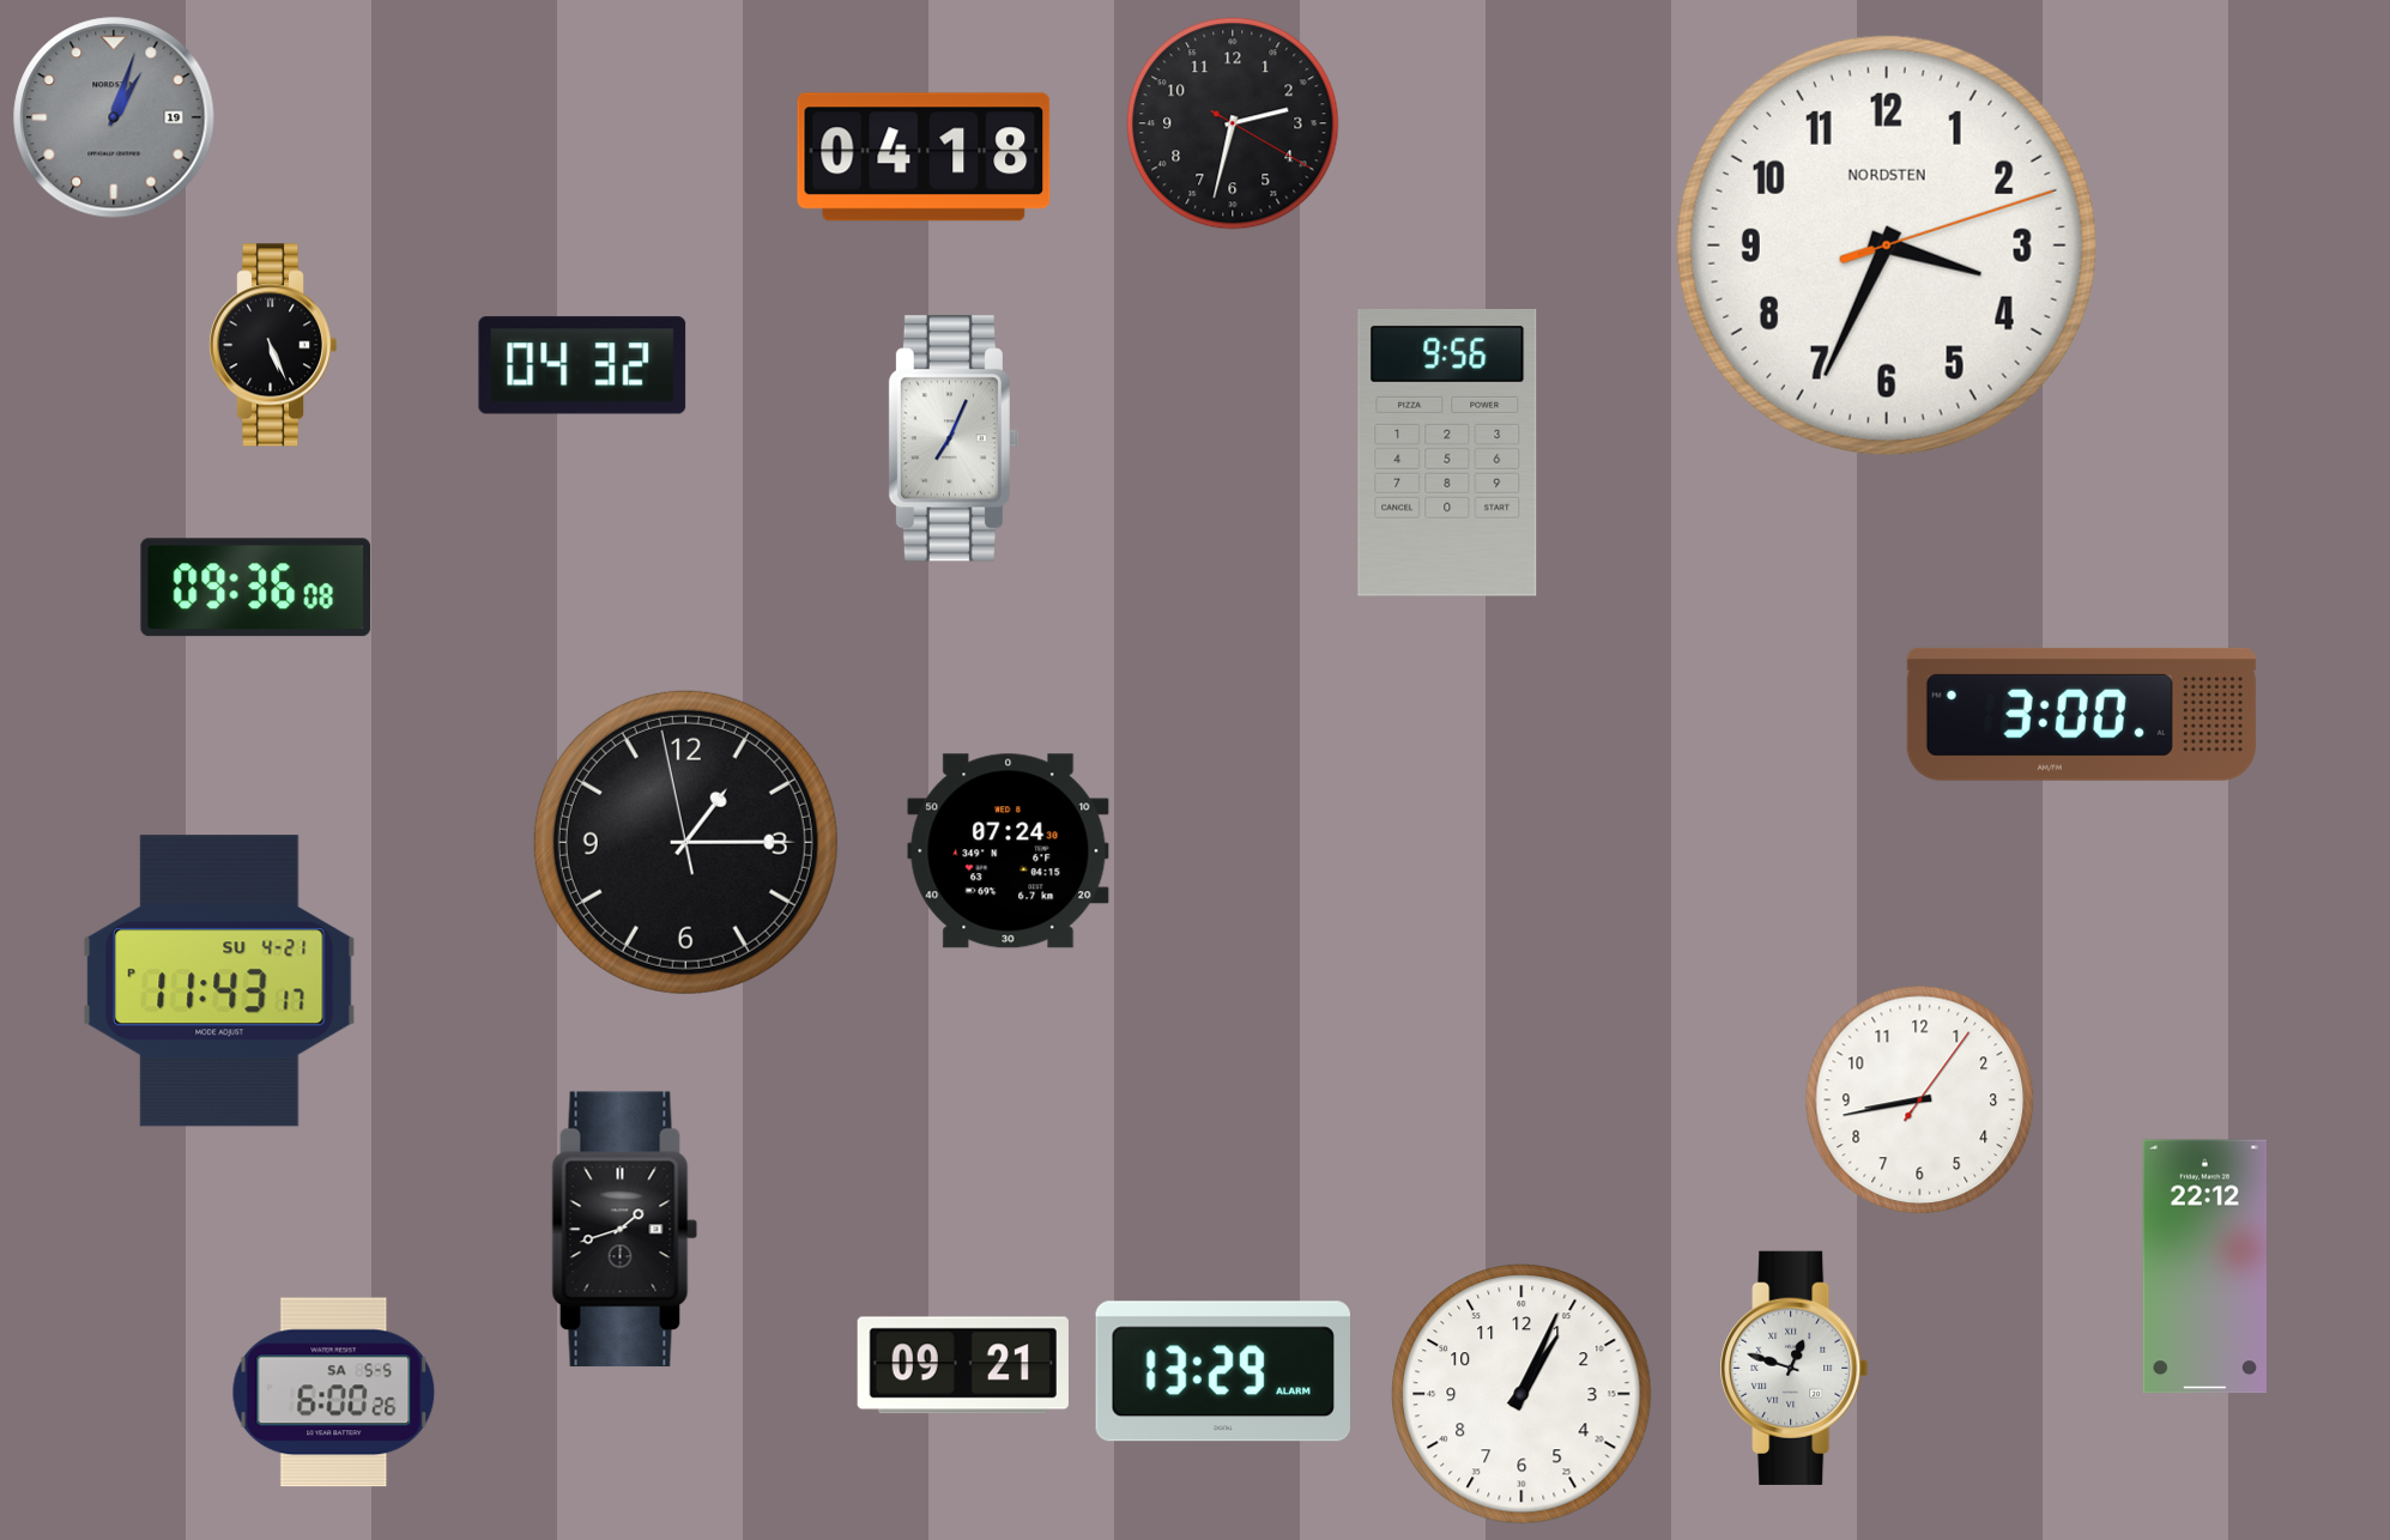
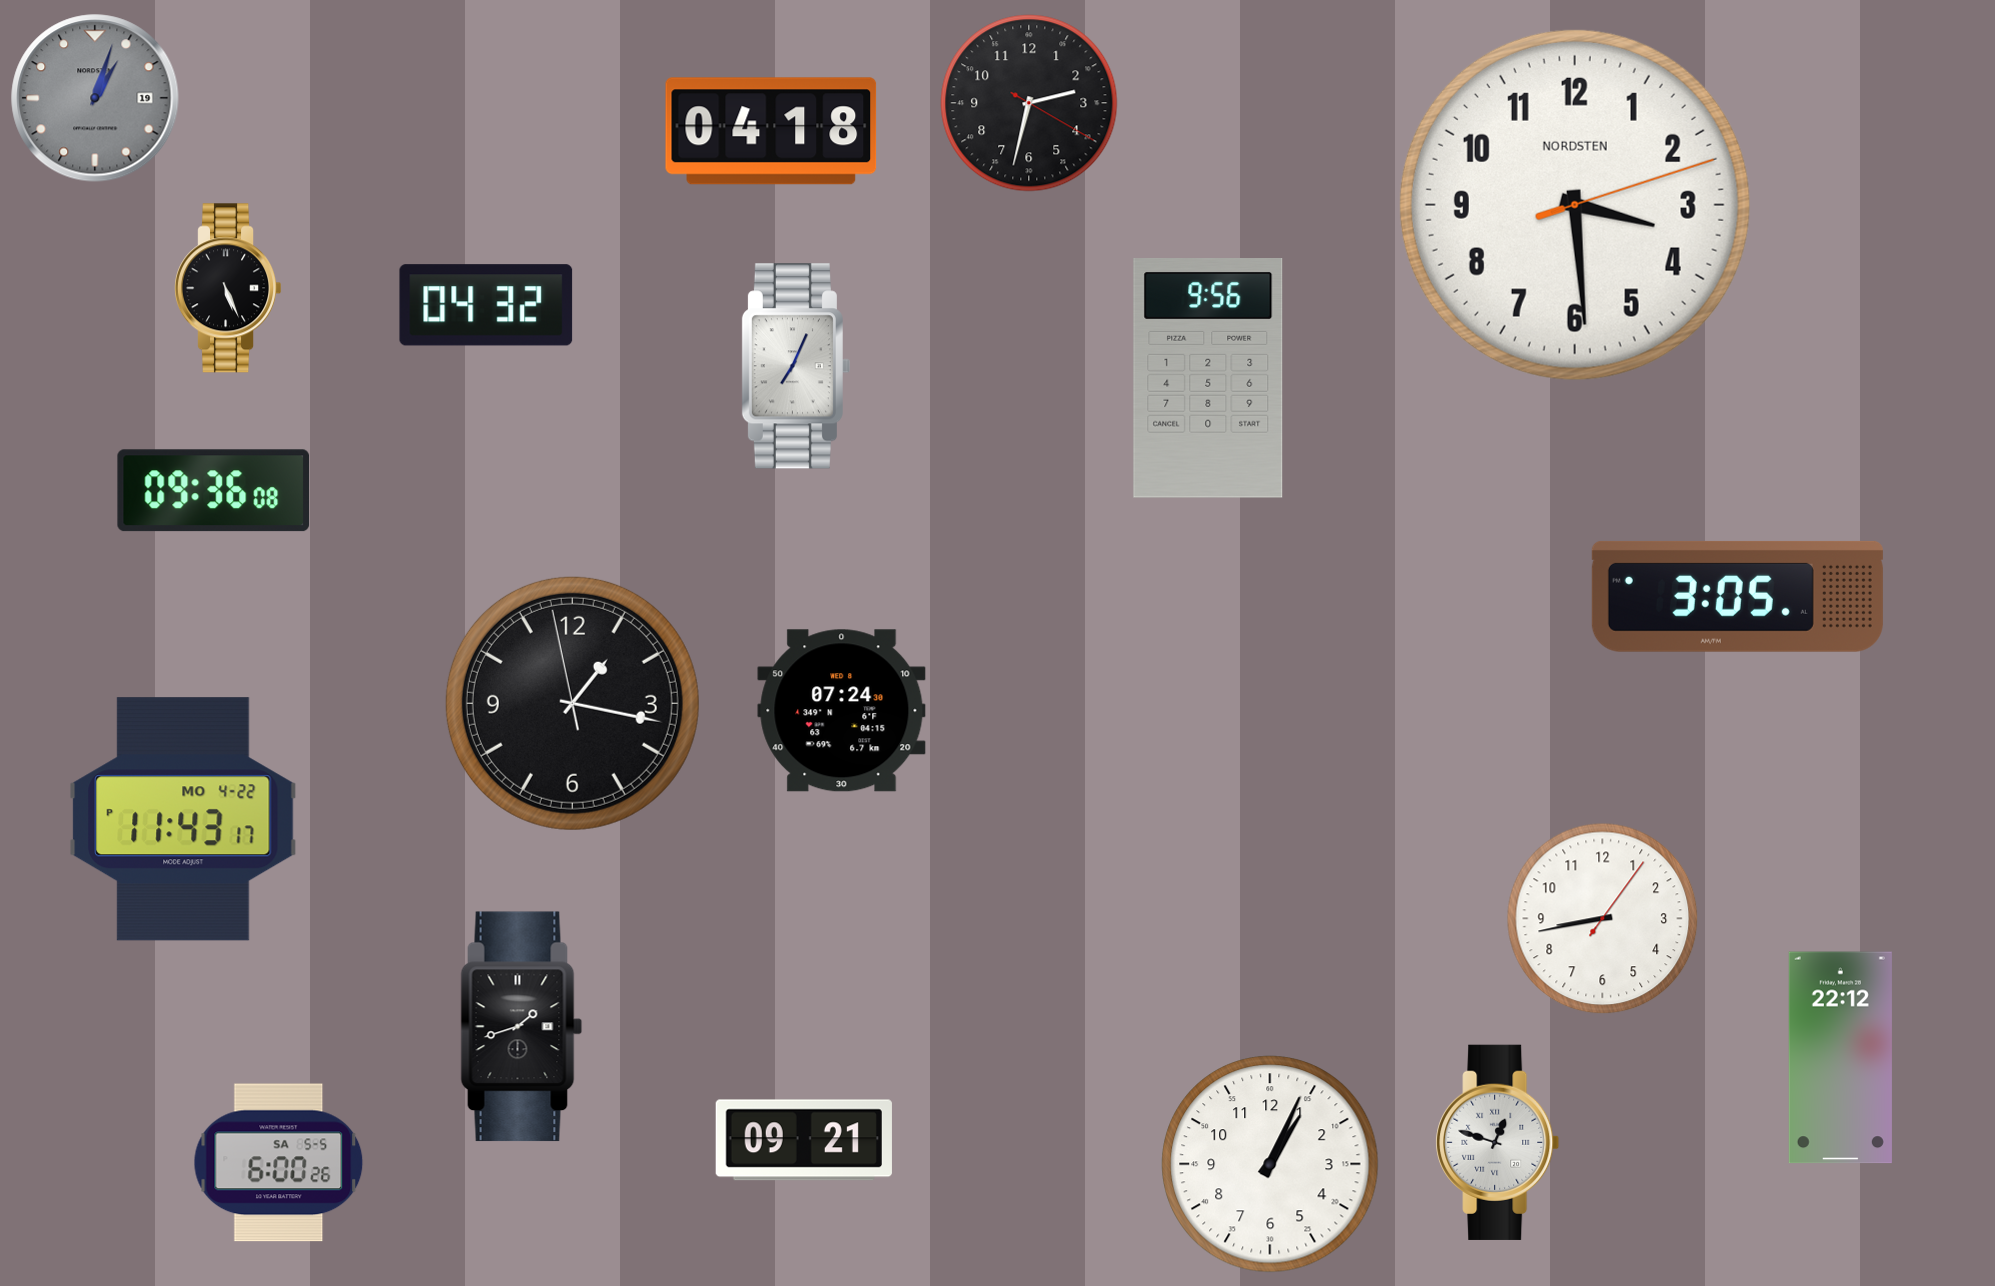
clock at (1887, 245): 3:34 -> 3:29
clock at (2081, 714): 3:00 -> 3:05
clock at (685, 842): 1:14 -> 1:16
clock at (219, 981) date: SU 4-21 -> MO 4-22
clock at (1222, 1371): 13:29 -> none
